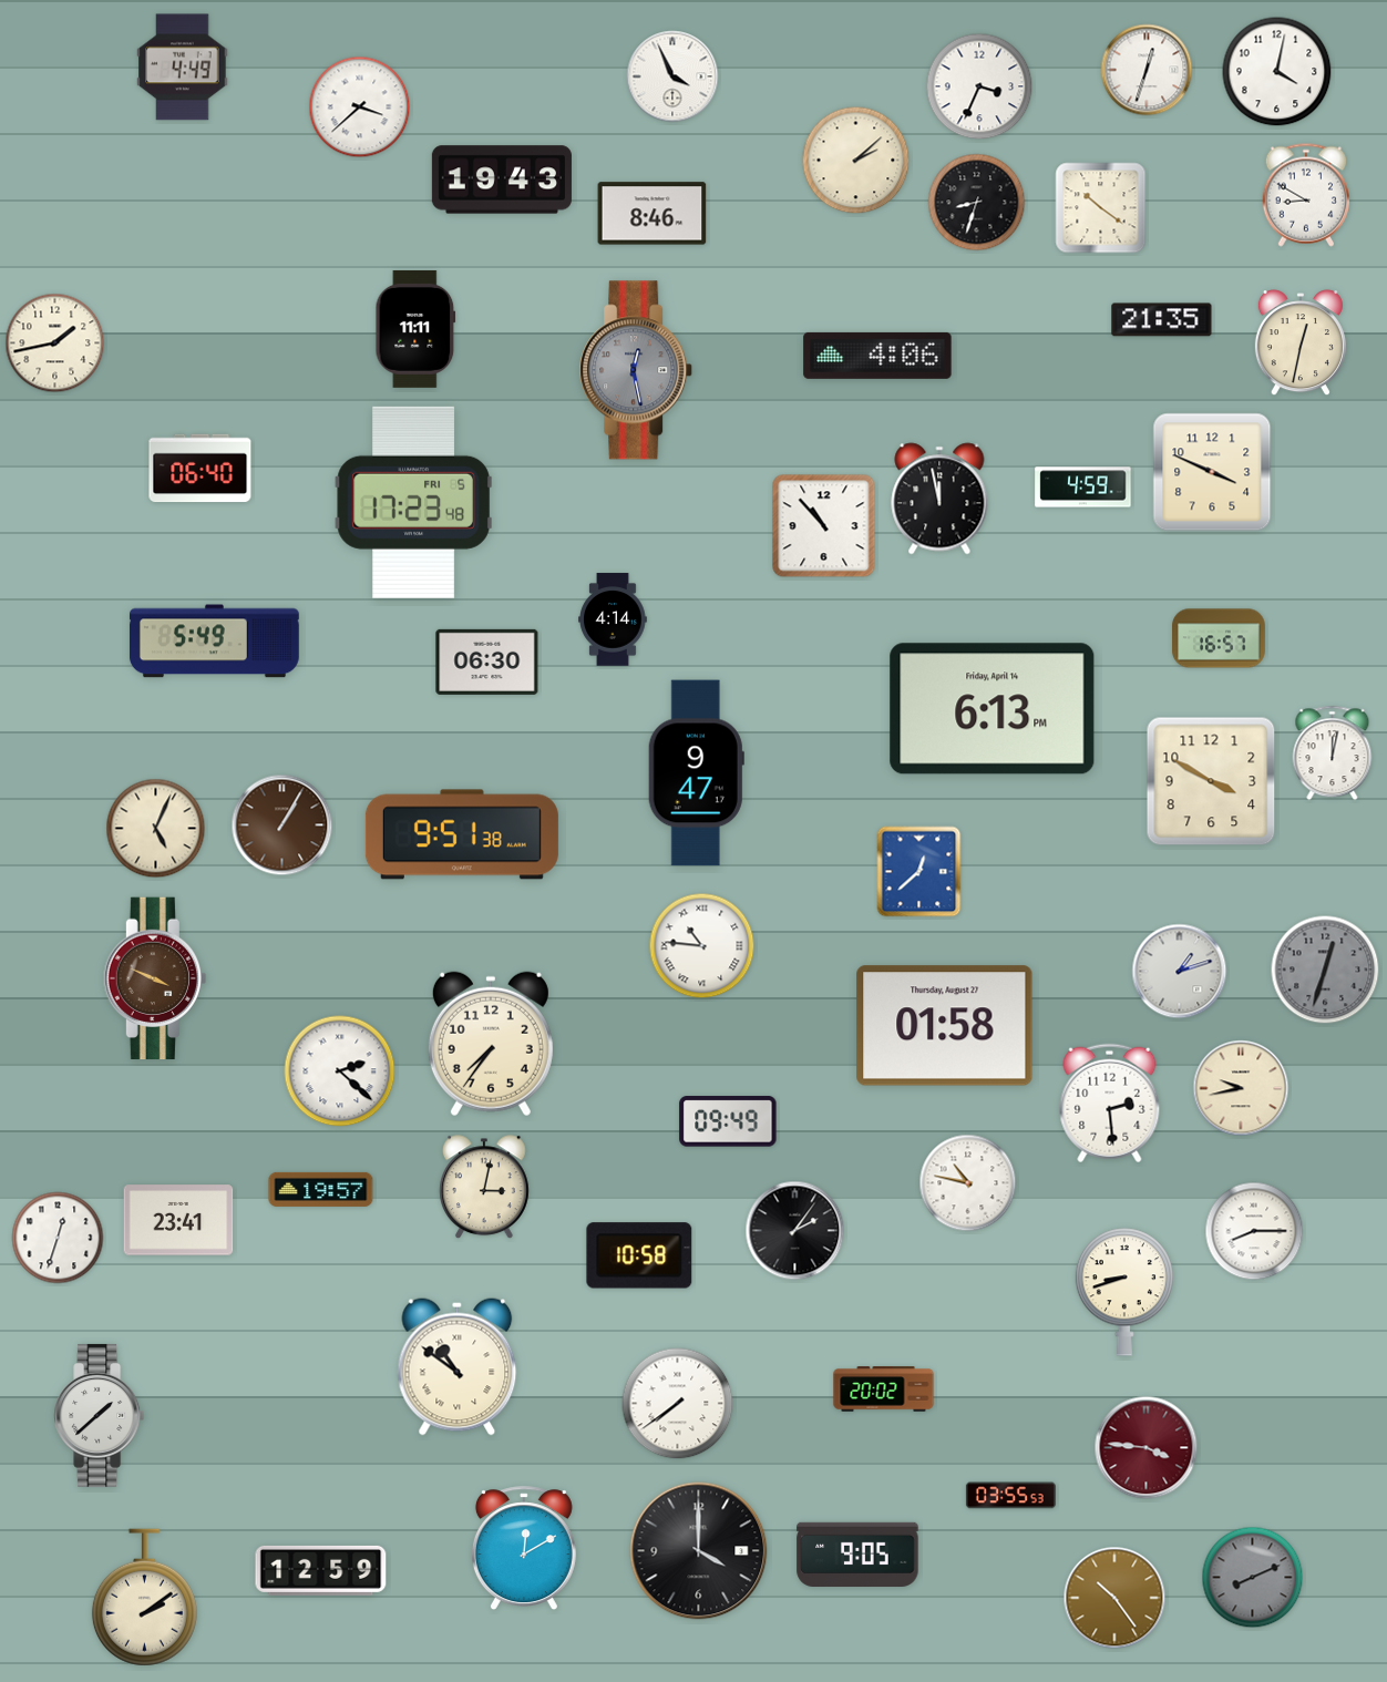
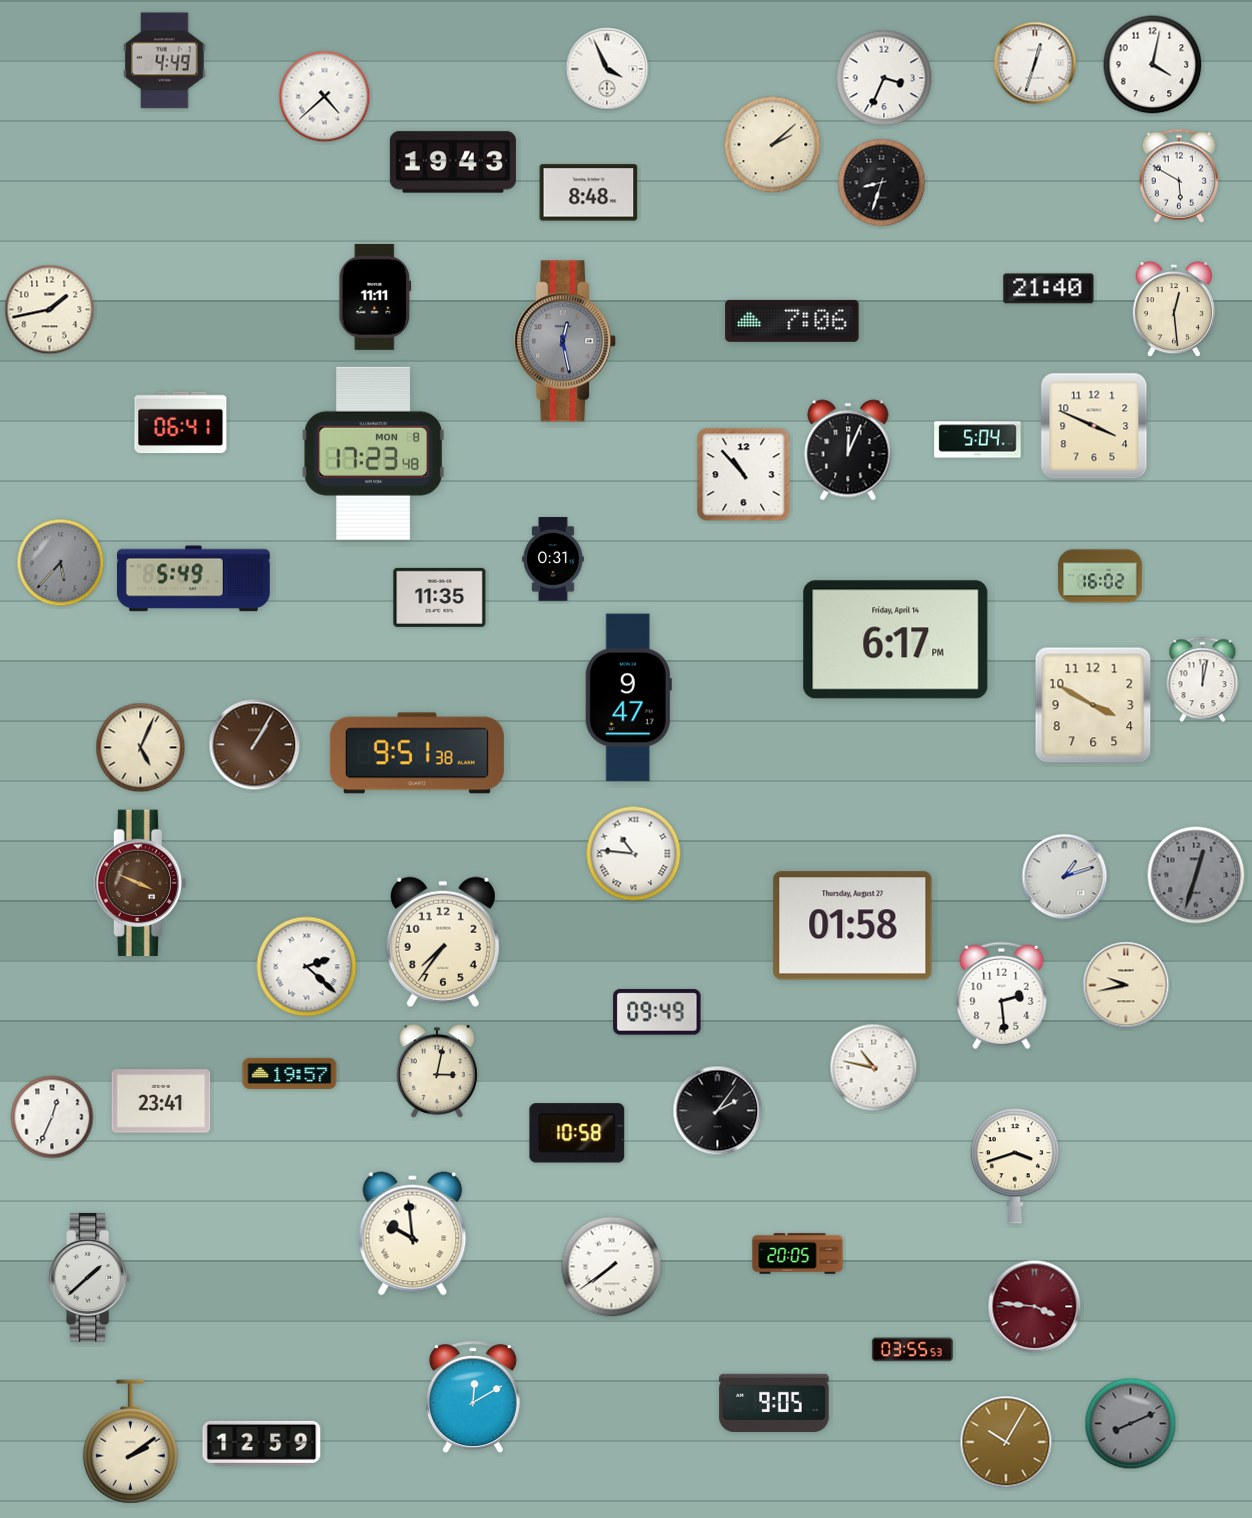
clock at (360, 107): 3:38 -> 4:38
clock at (1306, 195): 8:50 -> 5:50
clock at (1101, 208): 10:21 -> none
clock at (653, 214): 8:46 -> 8:48
clock at (1162, 320): 21:35 -> 21:40
clock at (1301, 343): 12:32 -> 12:29
clock at (877, 356): 4:06 -> 7:06
clock at (637, 370) position: (637, 370) -> (566, 341)
clock at (201, 469): 06:40 -> 06:41
clock at (1083, 488): 4:59 -> 5:04
clock at (939, 499): 11:58 -> 12:04
clock at (413, 502) date: FRI 5 -> MON 8
clock at (613, 619): 4:14 -> 0:31
clock at (61, 563): none -> 5:37
clock at (1219, 638): 16:57 -> 16:02
clock at (487, 661): 06:30 -> 11:35
clock at (993, 709): 6:13 -> 6:17
clock at (919, 872): 12:38 -> none
clock at (1241, 1088) position: (1241, 1088) -> (1126, 985)
clock at (1254, 1231): 8:15 -> none
clock at (58, 1238): 12:33 -> 12:34
clock at (1124, 1292): 8:42 -> 3:42
clock at (458, 1367): 10:51 -> 9:59
clock at (884, 1389): 20:02 -> 20:05
clock at (699, 1551): 4:00 -> none
clock at (321, 1570) position: (321, 1570) -> (262, 1443)
clock at (1114, 1598): 10:24 -> 10:05
